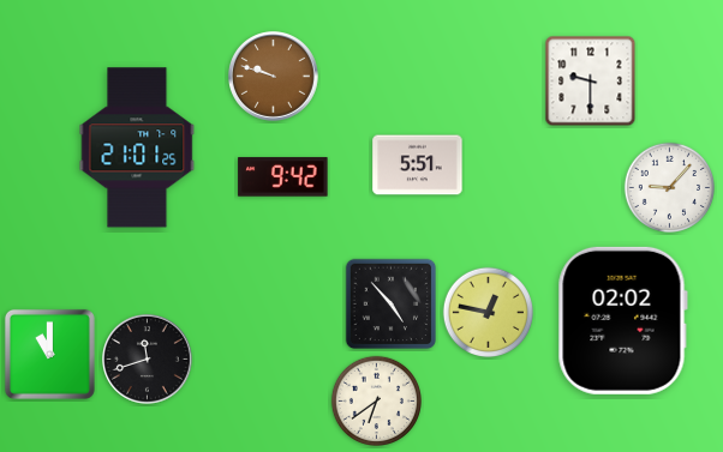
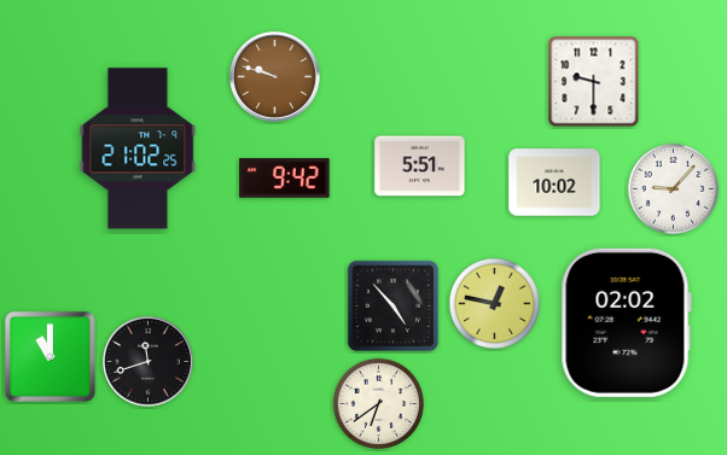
clock at (137, 147): 21:01 -> 21:02
clock at (554, 182): none -> 10:02
clock at (488, 312) position: (488, 312) -> (494, 303)
